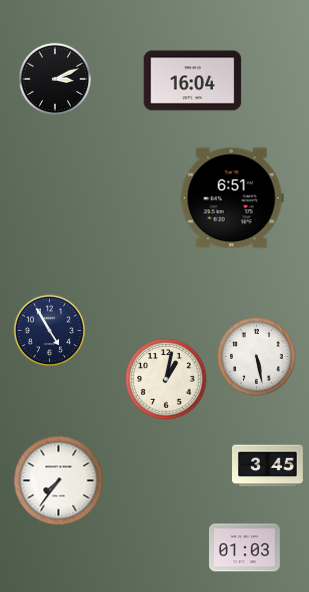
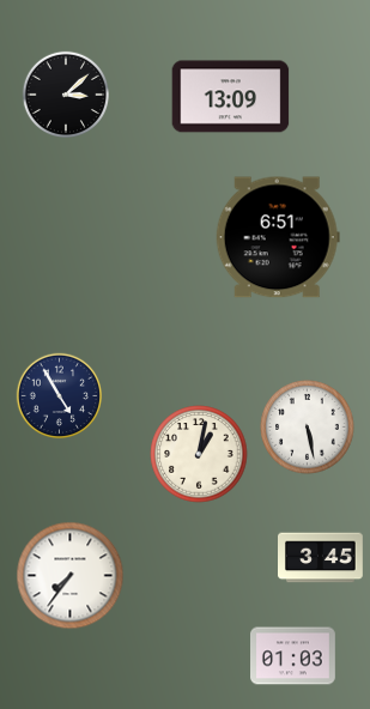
clock at (54, 78): 3:11 -> 3:08
clock at (193, 81): 16:04 -> 13:09
